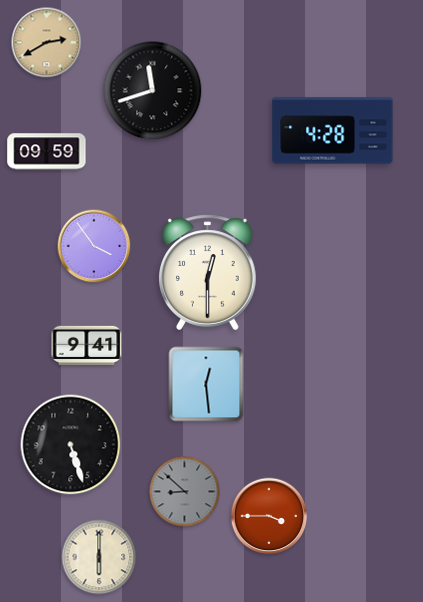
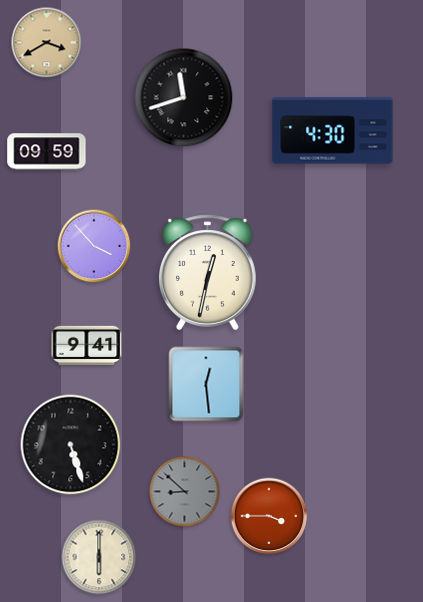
clock at (47, 43): 2:40 -> 3:40
clock at (153, 91) position: (153, 91) -> (184, 98)
clock at (333, 131): 4:28 -> 4:30
clock at (94, 246): 3:54 -> 3:53
clock at (208, 273): 12:30 -> 12:32
